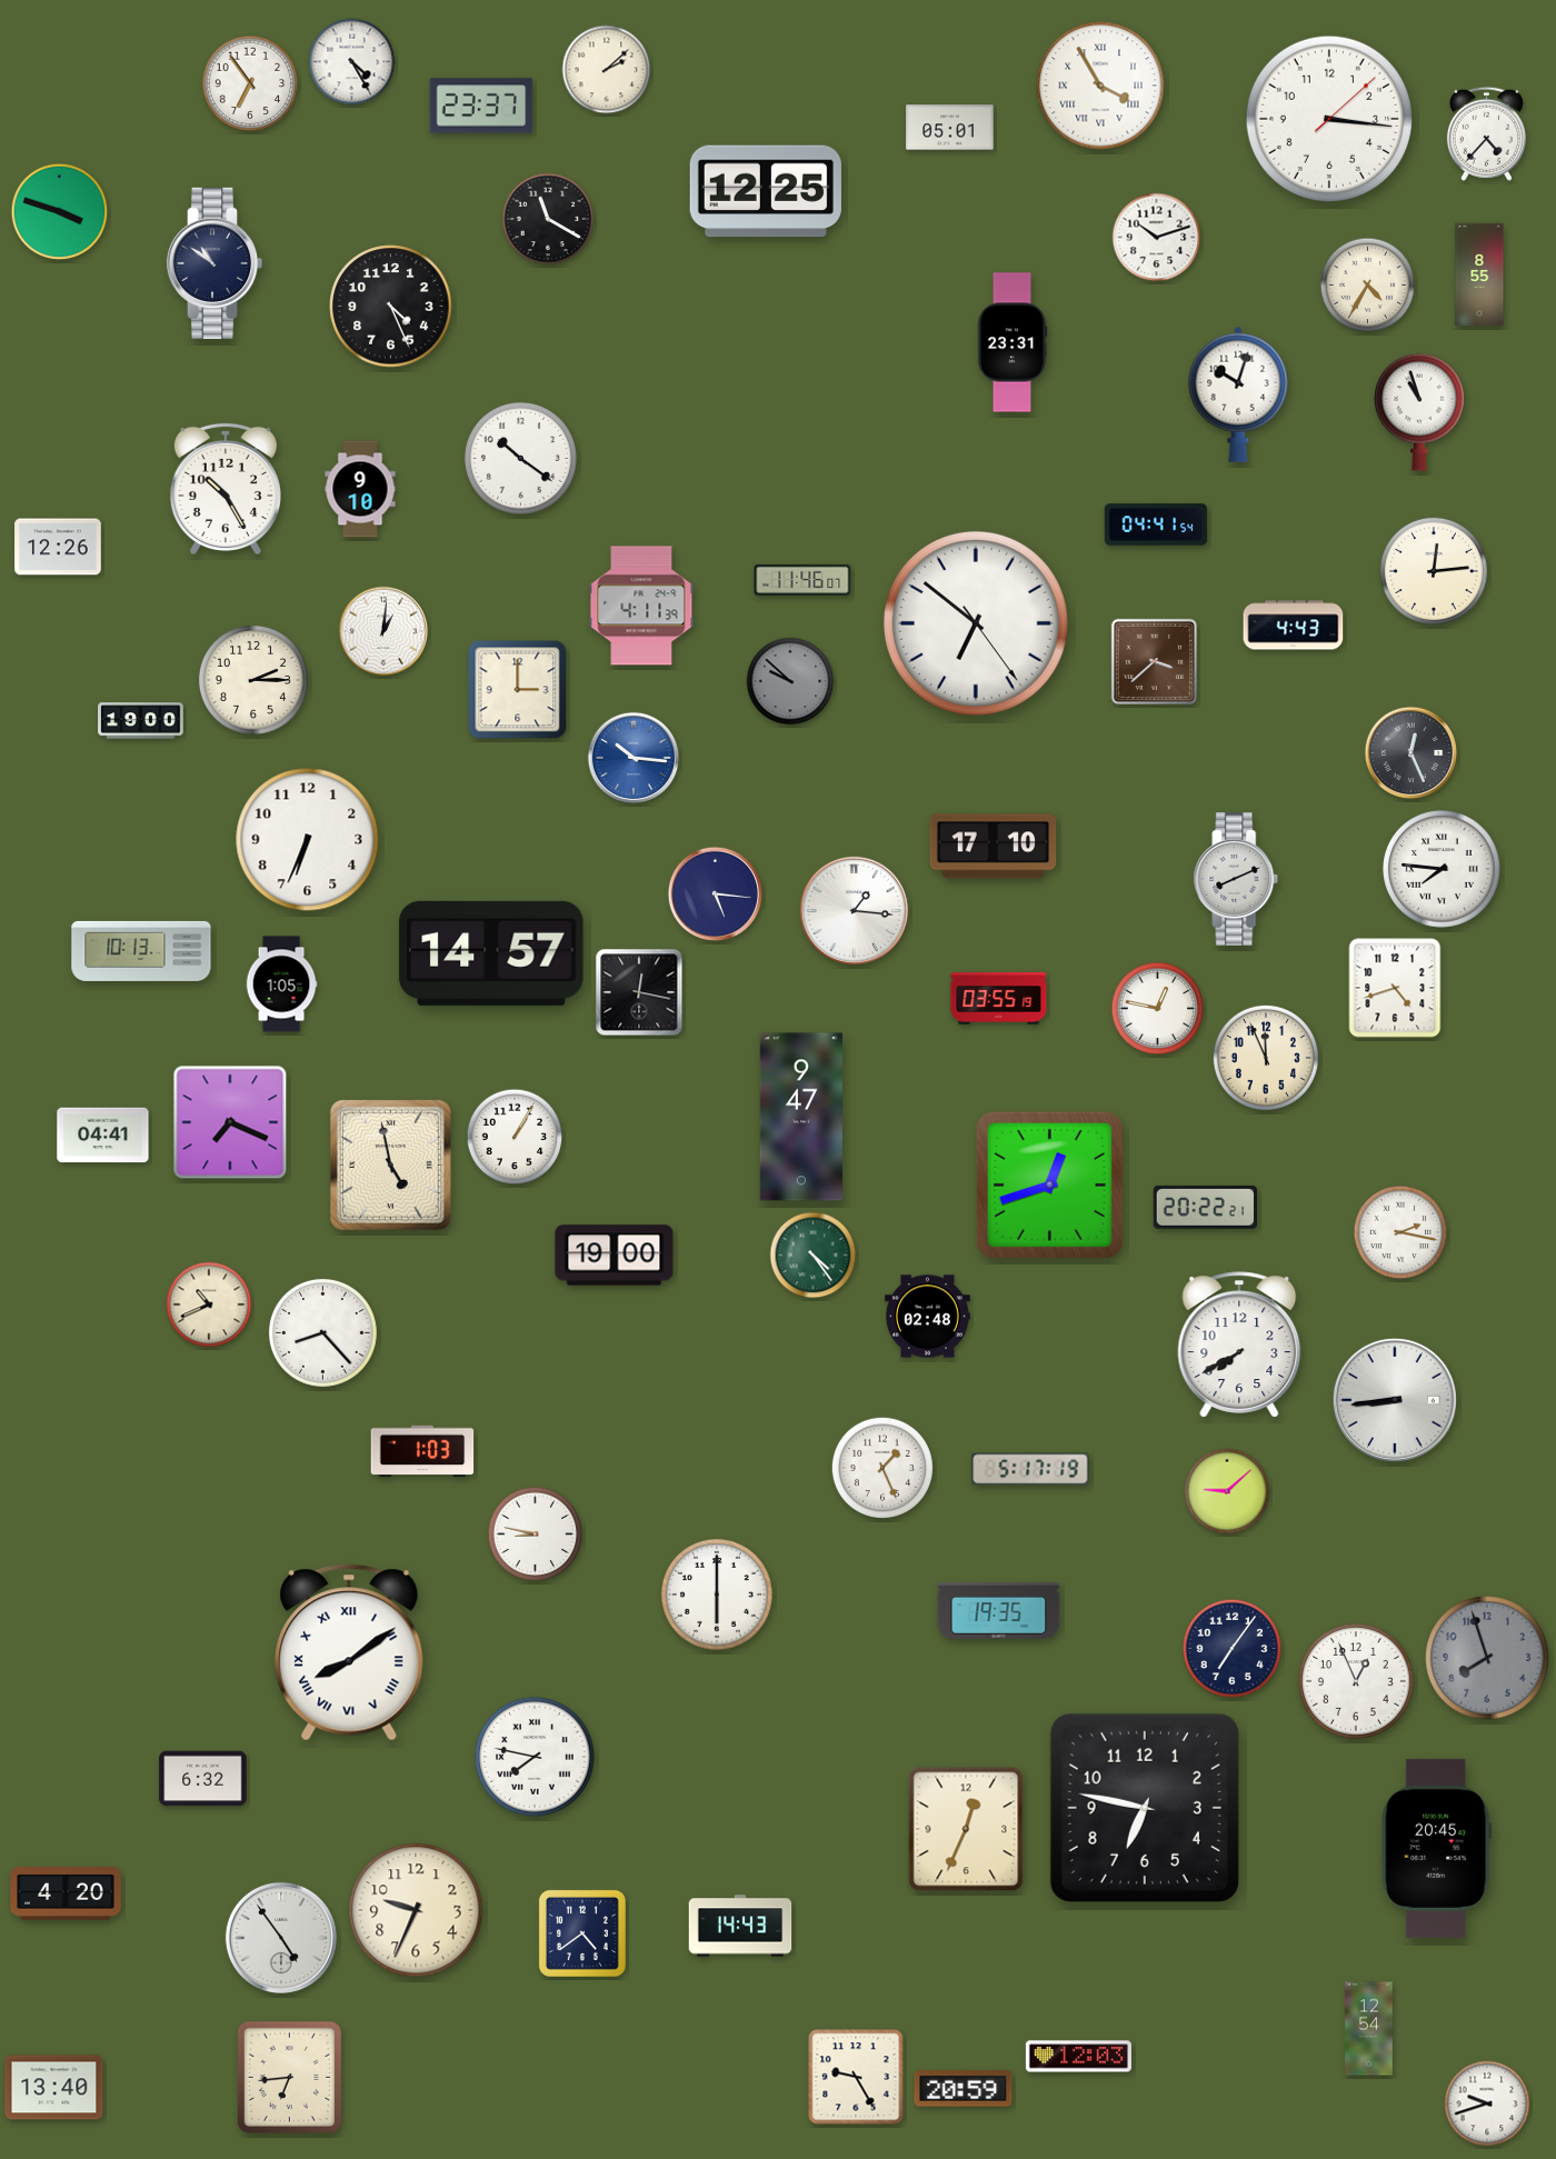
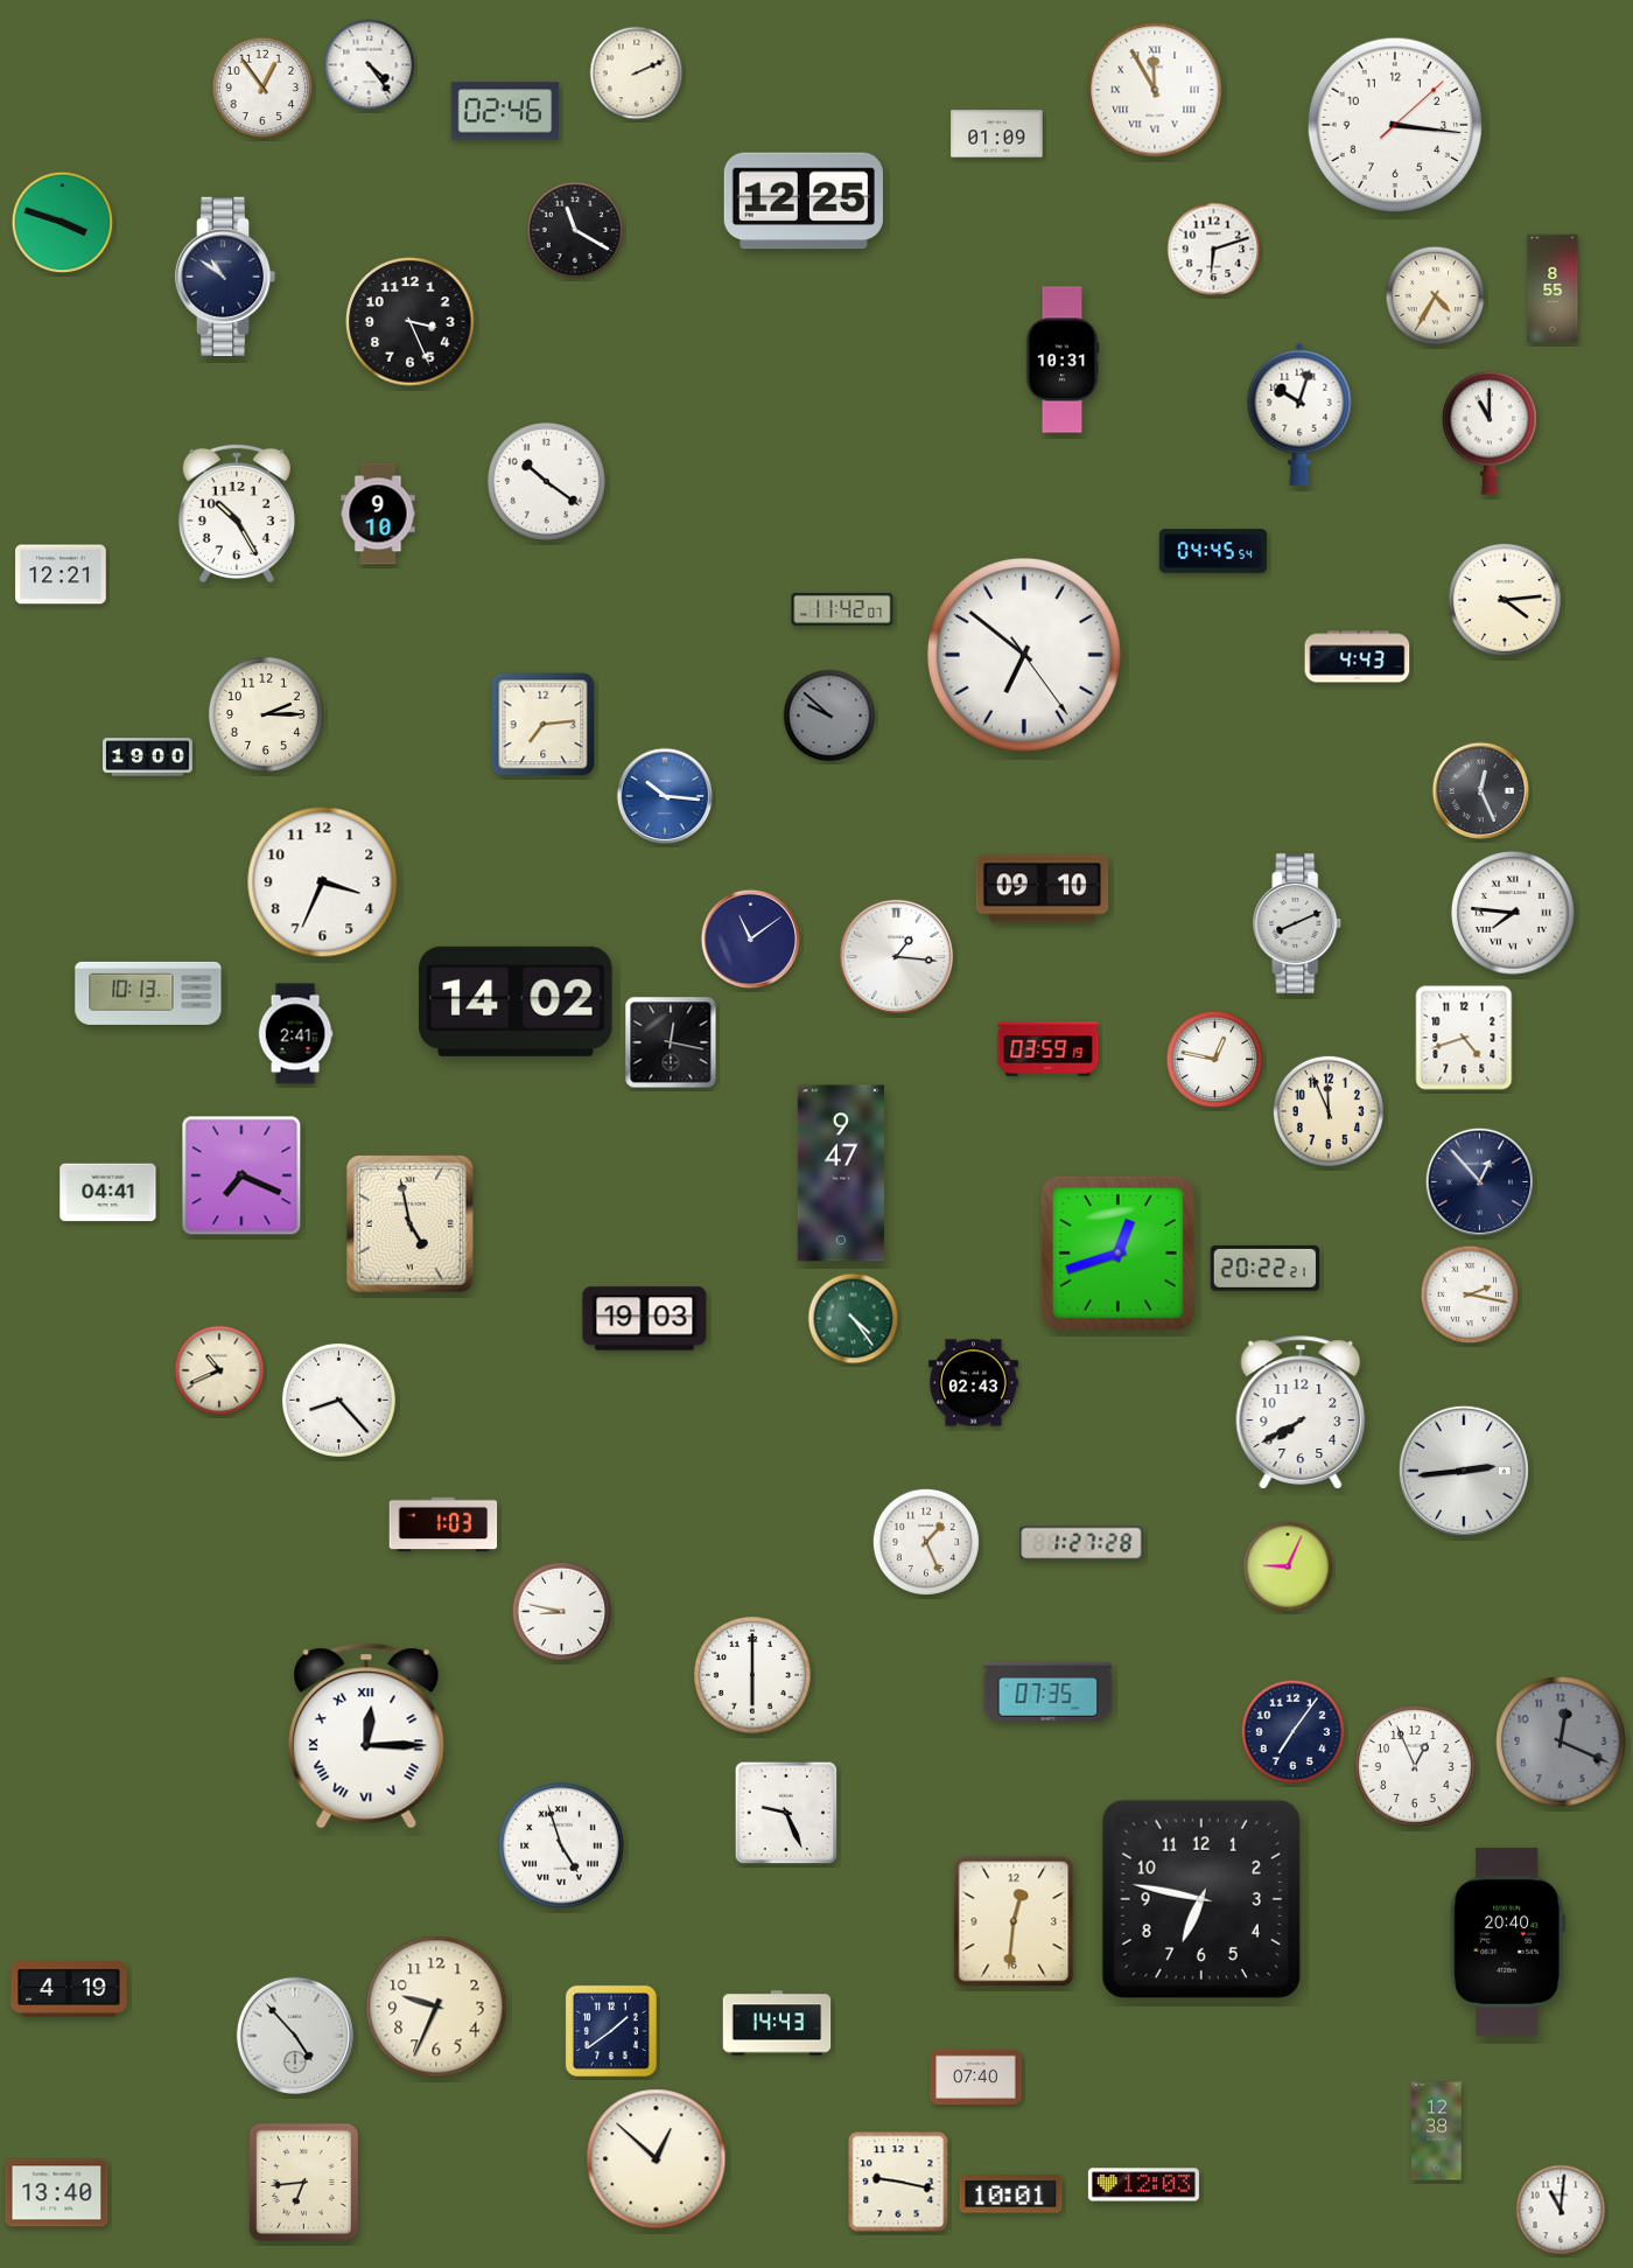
clock at (352, 62): 4:25 -> 4:24
clock at (607, 70): 2:08 -> 2:11
clock at (250, 83): 6:54 -> 12:54
clock at (1100, 86): 3:55 -> 11:55
clock at (481, 106): 23:37 -> 02:46
clock at (950, 128): 05:01 -> 01:09
clock at (1486, 133): 4:37 -> none
clock at (1157, 238): 10:12 -> 6:12
clock at (1368, 286) position: (1368, 286) -> (1436, 296)
clock at (391, 307): 4:26 -> 3:26
clock at (1013, 342): 23:31 -> 10:31
clock at (1420, 412): 10:57 -> 11:00
clock at (1156, 524): 04:41 -> 04:45
clock at (58, 547): 12:26 -> 12:21
clock at (1434, 571): 12:14 -> 4:14
clock at (802, 580): 11:46 -> 11:42
clock at (641, 606): 4:11 -> none
clock at (383, 631): 1:01 -> none
clock at (1154, 661): 3:38 -> none
clock at (518, 690): 3:00 -> 7:14
clock at (308, 840): 6:34 -> 3:34
clock at (994, 847): 17:10 -> 09:10
clock at (716, 894): 5:16 -> 11:09
clock at (141, 951) position: (141, 951) -> (148, 993)
clock at (491, 953): 14:57 -> 14:02
clock at (281, 984): 1:05 -> 2:41
clock at (999, 999): 03:55 -> 03:59
clock at (230, 1122) position: (230, 1122) -> (241, 1175)
clock at (1479, 1181): none -> 12:53
clock at (515, 1137): 1:05 -> none
clock at (1049, 1185) position: (1049, 1185) -> (1117, 1252)
clock at (615, 1256): 19:00 -> 19:03
clock at (928, 1317): 02:48 -> 02:43
clock at (1395, 1400): 8:44 -> 2:44
clock at (1030, 1469): 5:17 -> 1:27
clock at (1227, 1491): 9:08 -> 9:04
clock at (999, 1610): 19:35 -> 07:35
clock at (349, 1652): 8:09 -> 12:15
clock at (1487, 1658): 7:57 -> 12:19
clock at (1357, 1682) position: (1357, 1682) -> (1416, 1767)
clock at (786, 1813): none -> 9:26
clock at (535, 1757): 7:47 -> 4:57
clock at (203, 1779): 6:32 -> none
clock at (966, 1829): 12:34 -> 12:31
clock at (1436, 1848): 20:45 -> 20:40
clock at (66, 1893): 4:20 -> 4:19
clock at (582, 1933): 4:39 -> 1:39
clock at (281, 1938): 4:54 -> 4:53
clock at (976, 2077): none -> 07:40
clock at (1369, 2029): 12:54 -> 12:38
clock at (657, 2159): none -> 12:52
clock at (1078, 2057) position: (1078, 2057) -> (1143, 2185)
clock at (856, 2077): 9:25 -> 9:17
clock at (964, 2089): 20:59 -> 10:01
clock at (1487, 2103): 9:42 -> 11:01
